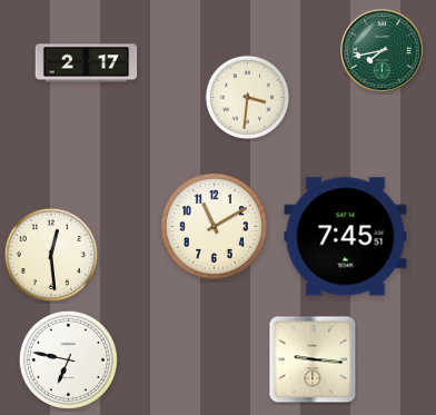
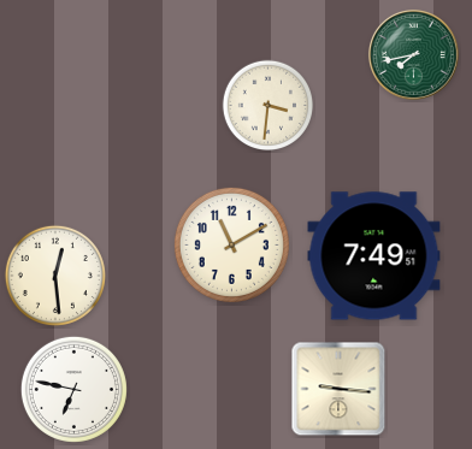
clock at (87, 63): 2:17 -> none
clock at (346, 237): 7:45 -> 7:49
